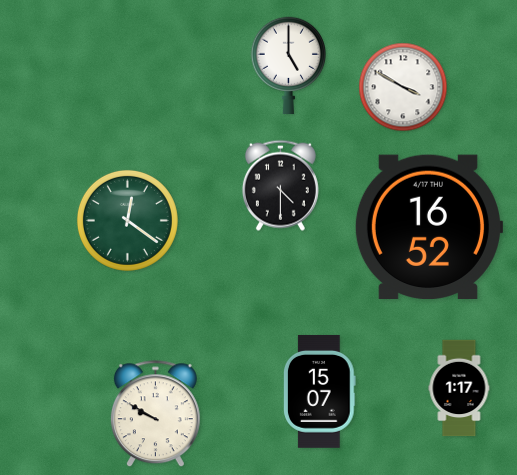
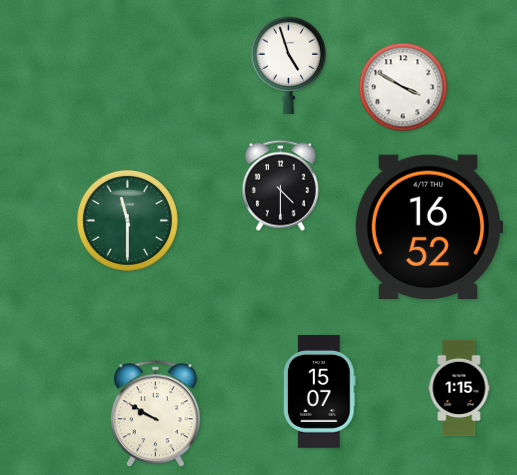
clock at (288, 65): 5:00 -> 4:57
clock at (127, 220): 12:21 -> 11:30
clock at (459, 388): 1:17 -> 1:15
